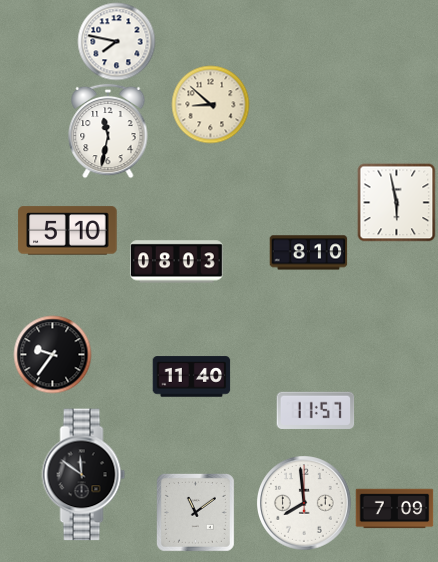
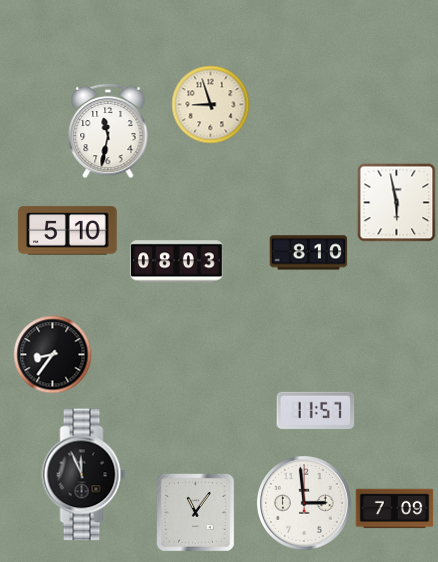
clock at (116, 41): 7:47 -> none
clock at (210, 104): 8:52 -> 8:57
clock at (52, 354): 9:36 -> 8:36
clock at (191, 377): 11:40 -> none
clock at (84, 475): 11:51 -> 11:56
clock at (304, 503): 7:59 -> 2:59
clock at (195, 512): 11:09 -> 11:06
